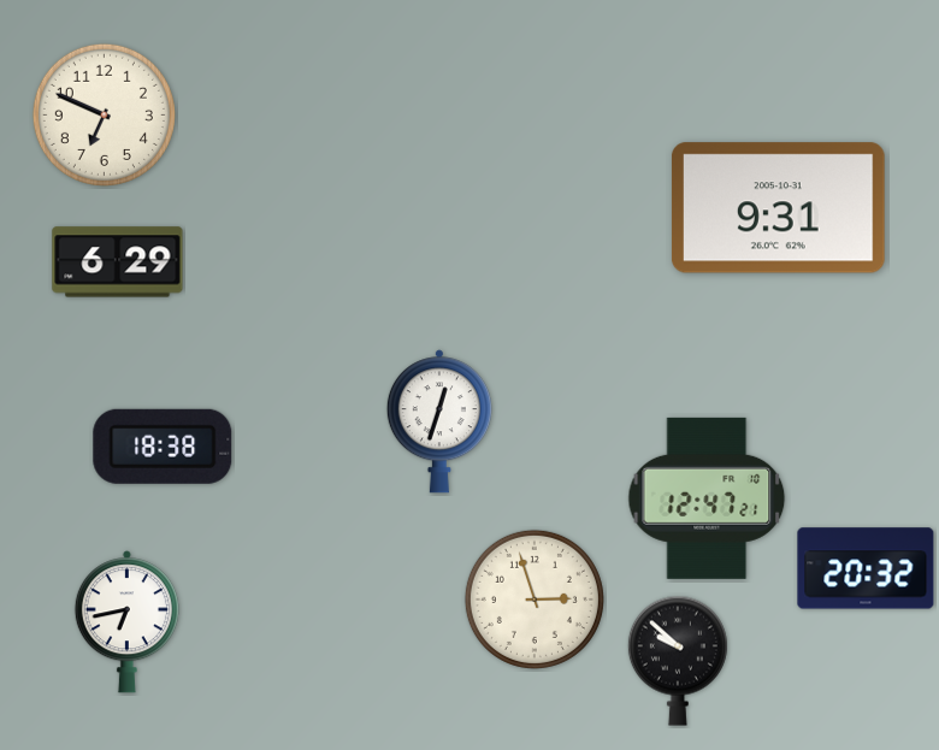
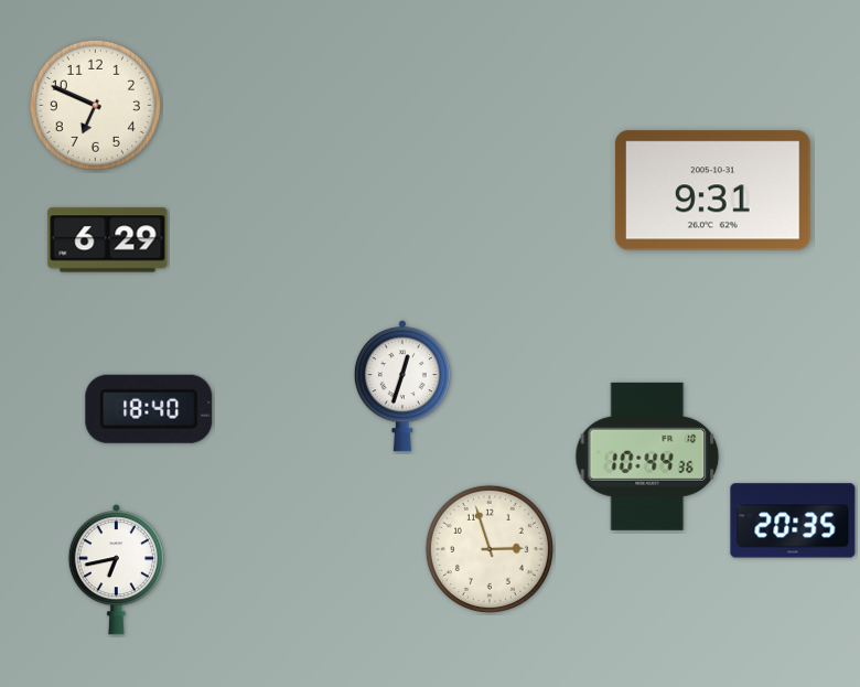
clock at (163, 447): 18:38 -> 18:40
clock at (707, 498): 12:47 -> 10:44
clock at (866, 568): 20:32 -> 20:35
clock at (678, 661): 9:52 -> none
